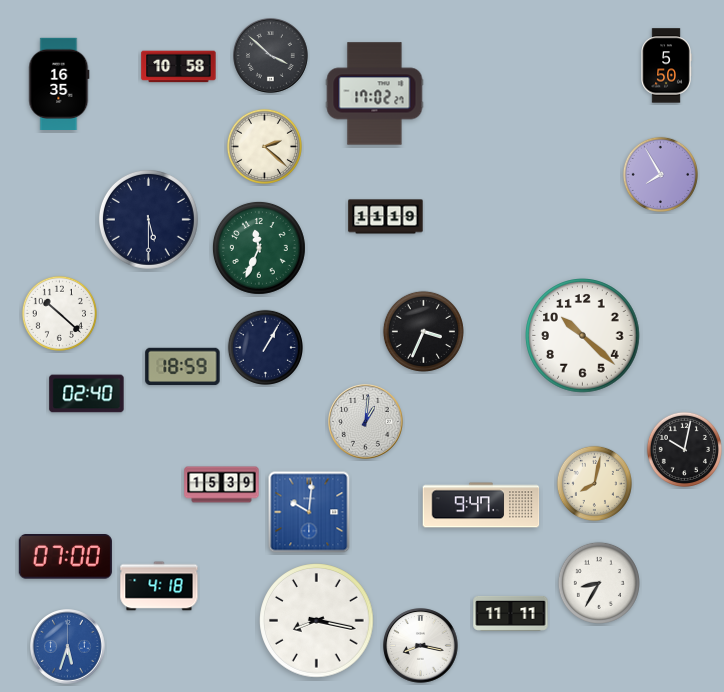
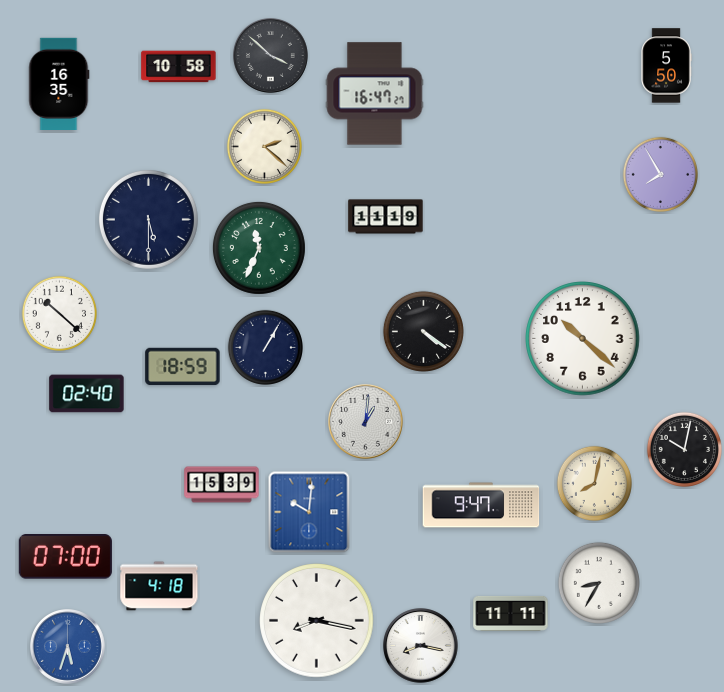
clock at (375, 94): 17:02 -> 16:47
clock at (423, 331): 3:34 -> 4:21
clock at (583, 336) position: (583, 336) -> (583, 339)
